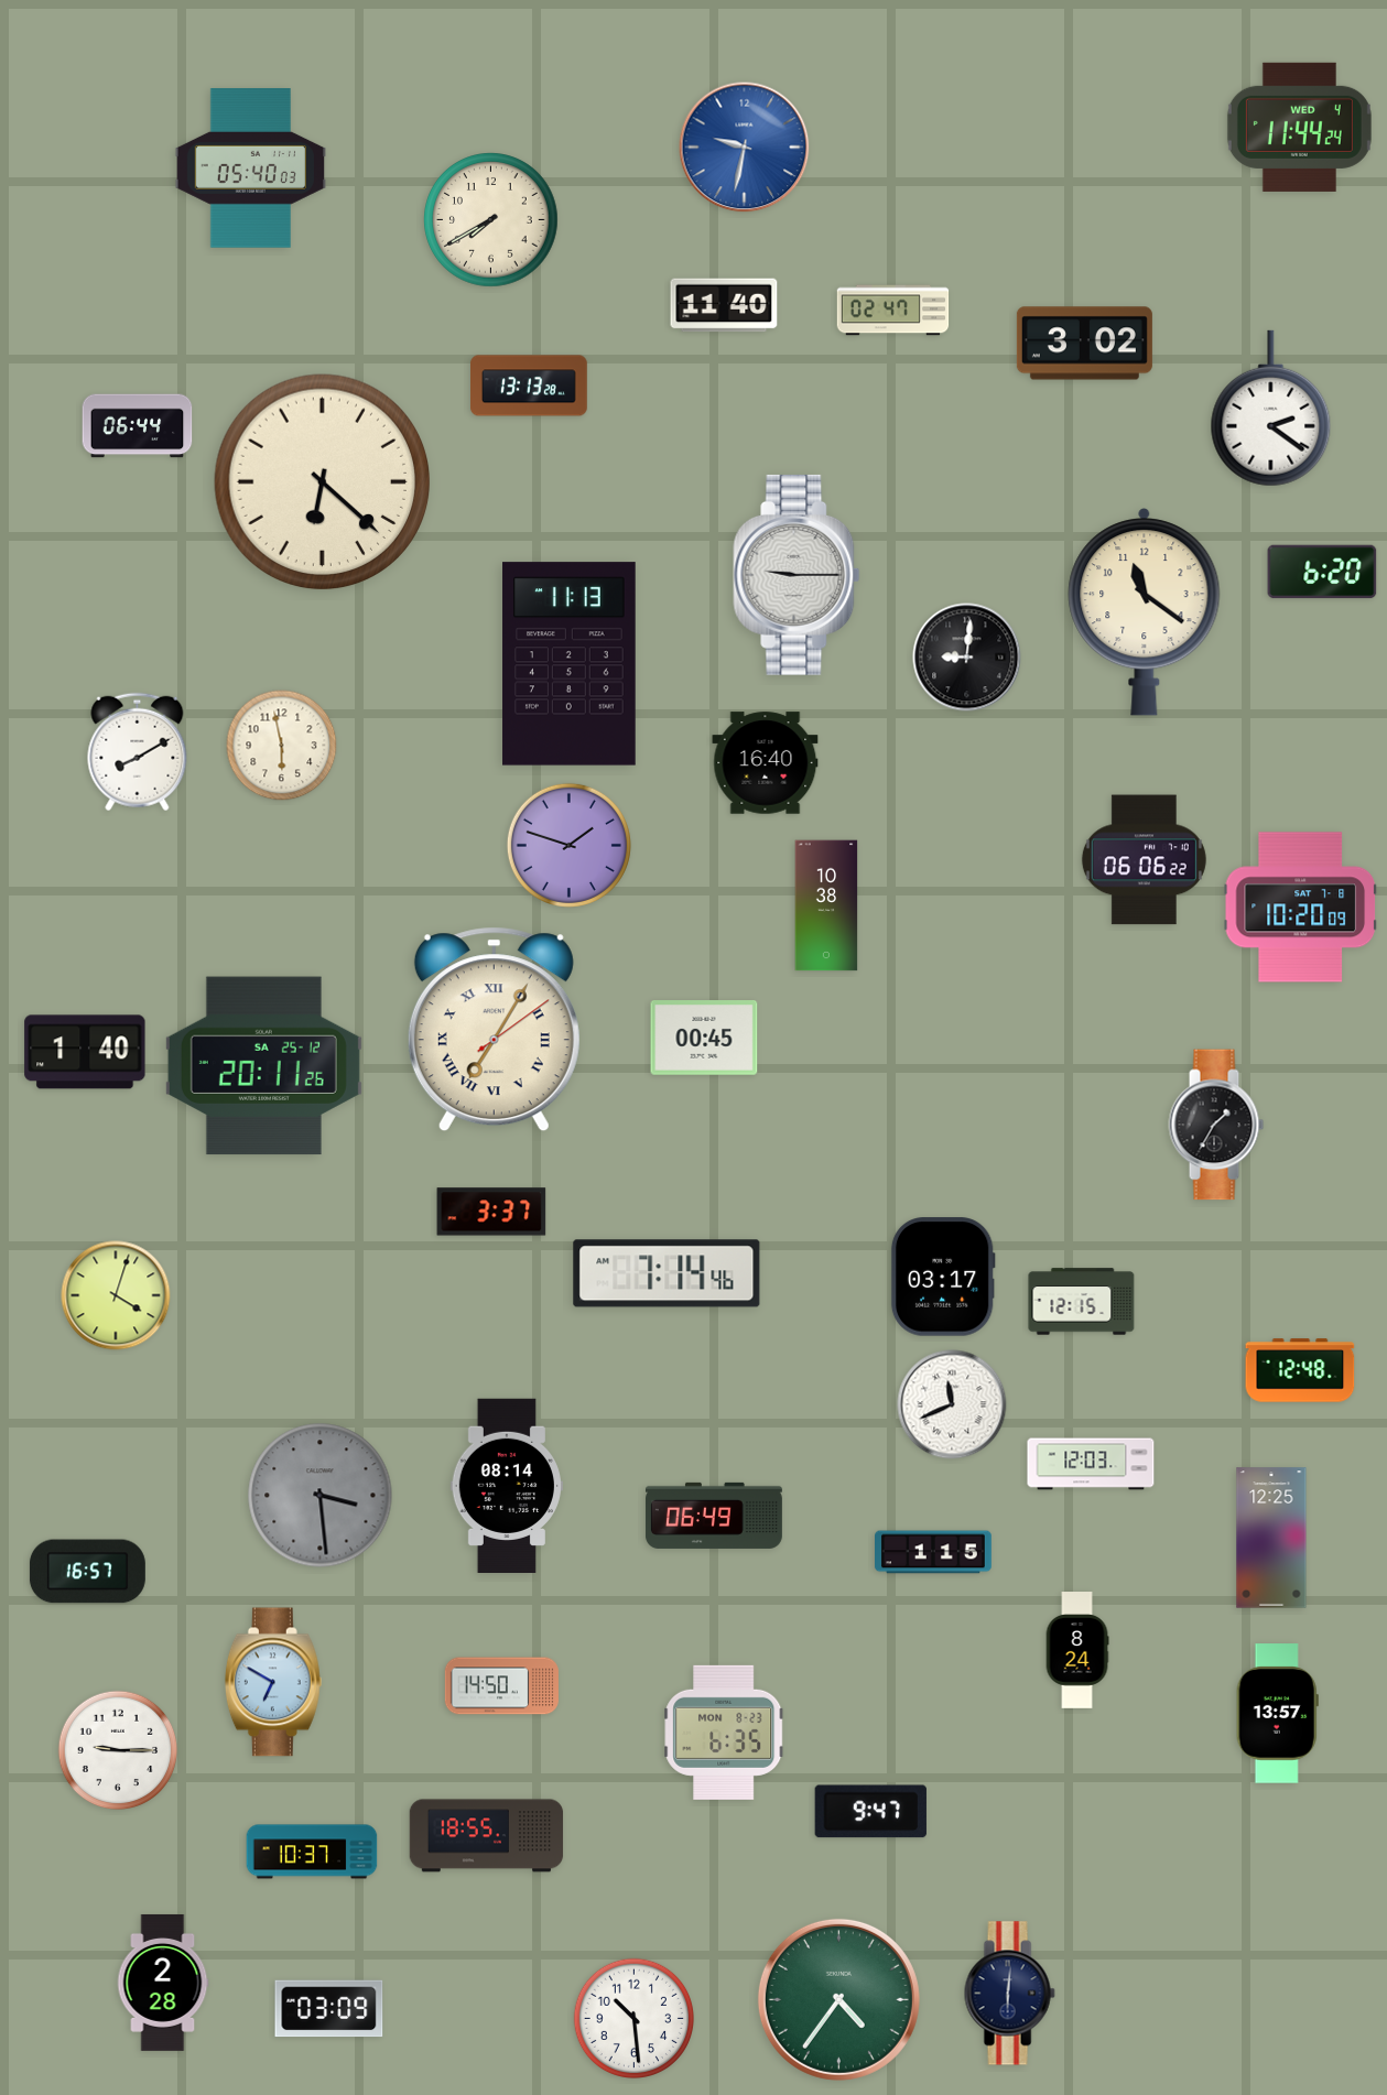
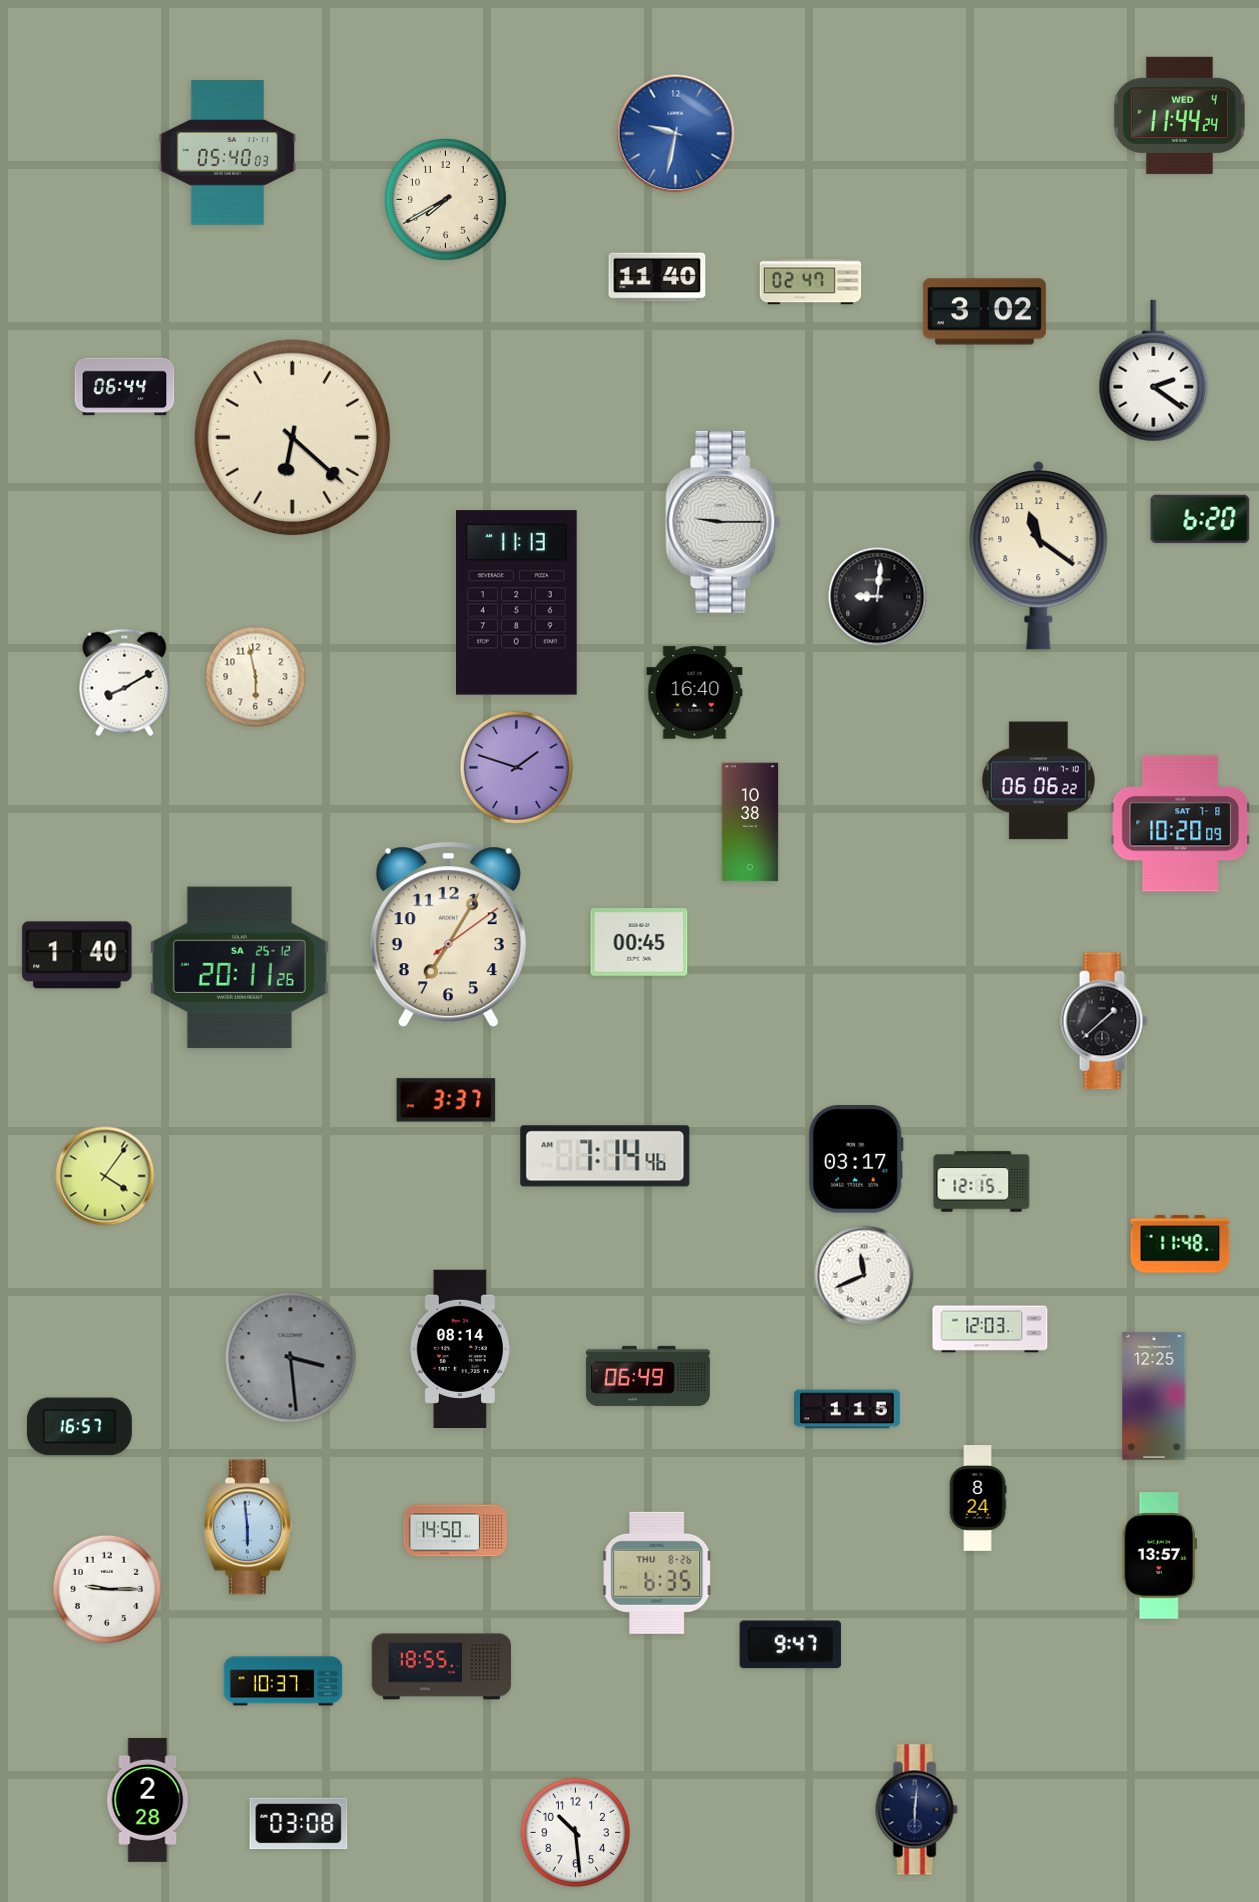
clock at (530, 386): 13:13 -> none
clock at (494, 1030) numerals: Roman -> Arabic
clock at (1216, 1125): 1:35 -> 1:38
clock at (116, 1295): 4:03 -> 4:06
clock at (1300, 1370): 12:48 -> 11:48
clock at (273, 1682): 6:50 -> 5:59
clock at (725, 1733) date: MON 8-23 -> THU 8-26
clock at (838, 1999): 4:36 -> none
clock at (329, 2009): 03:09 -> 03:08
